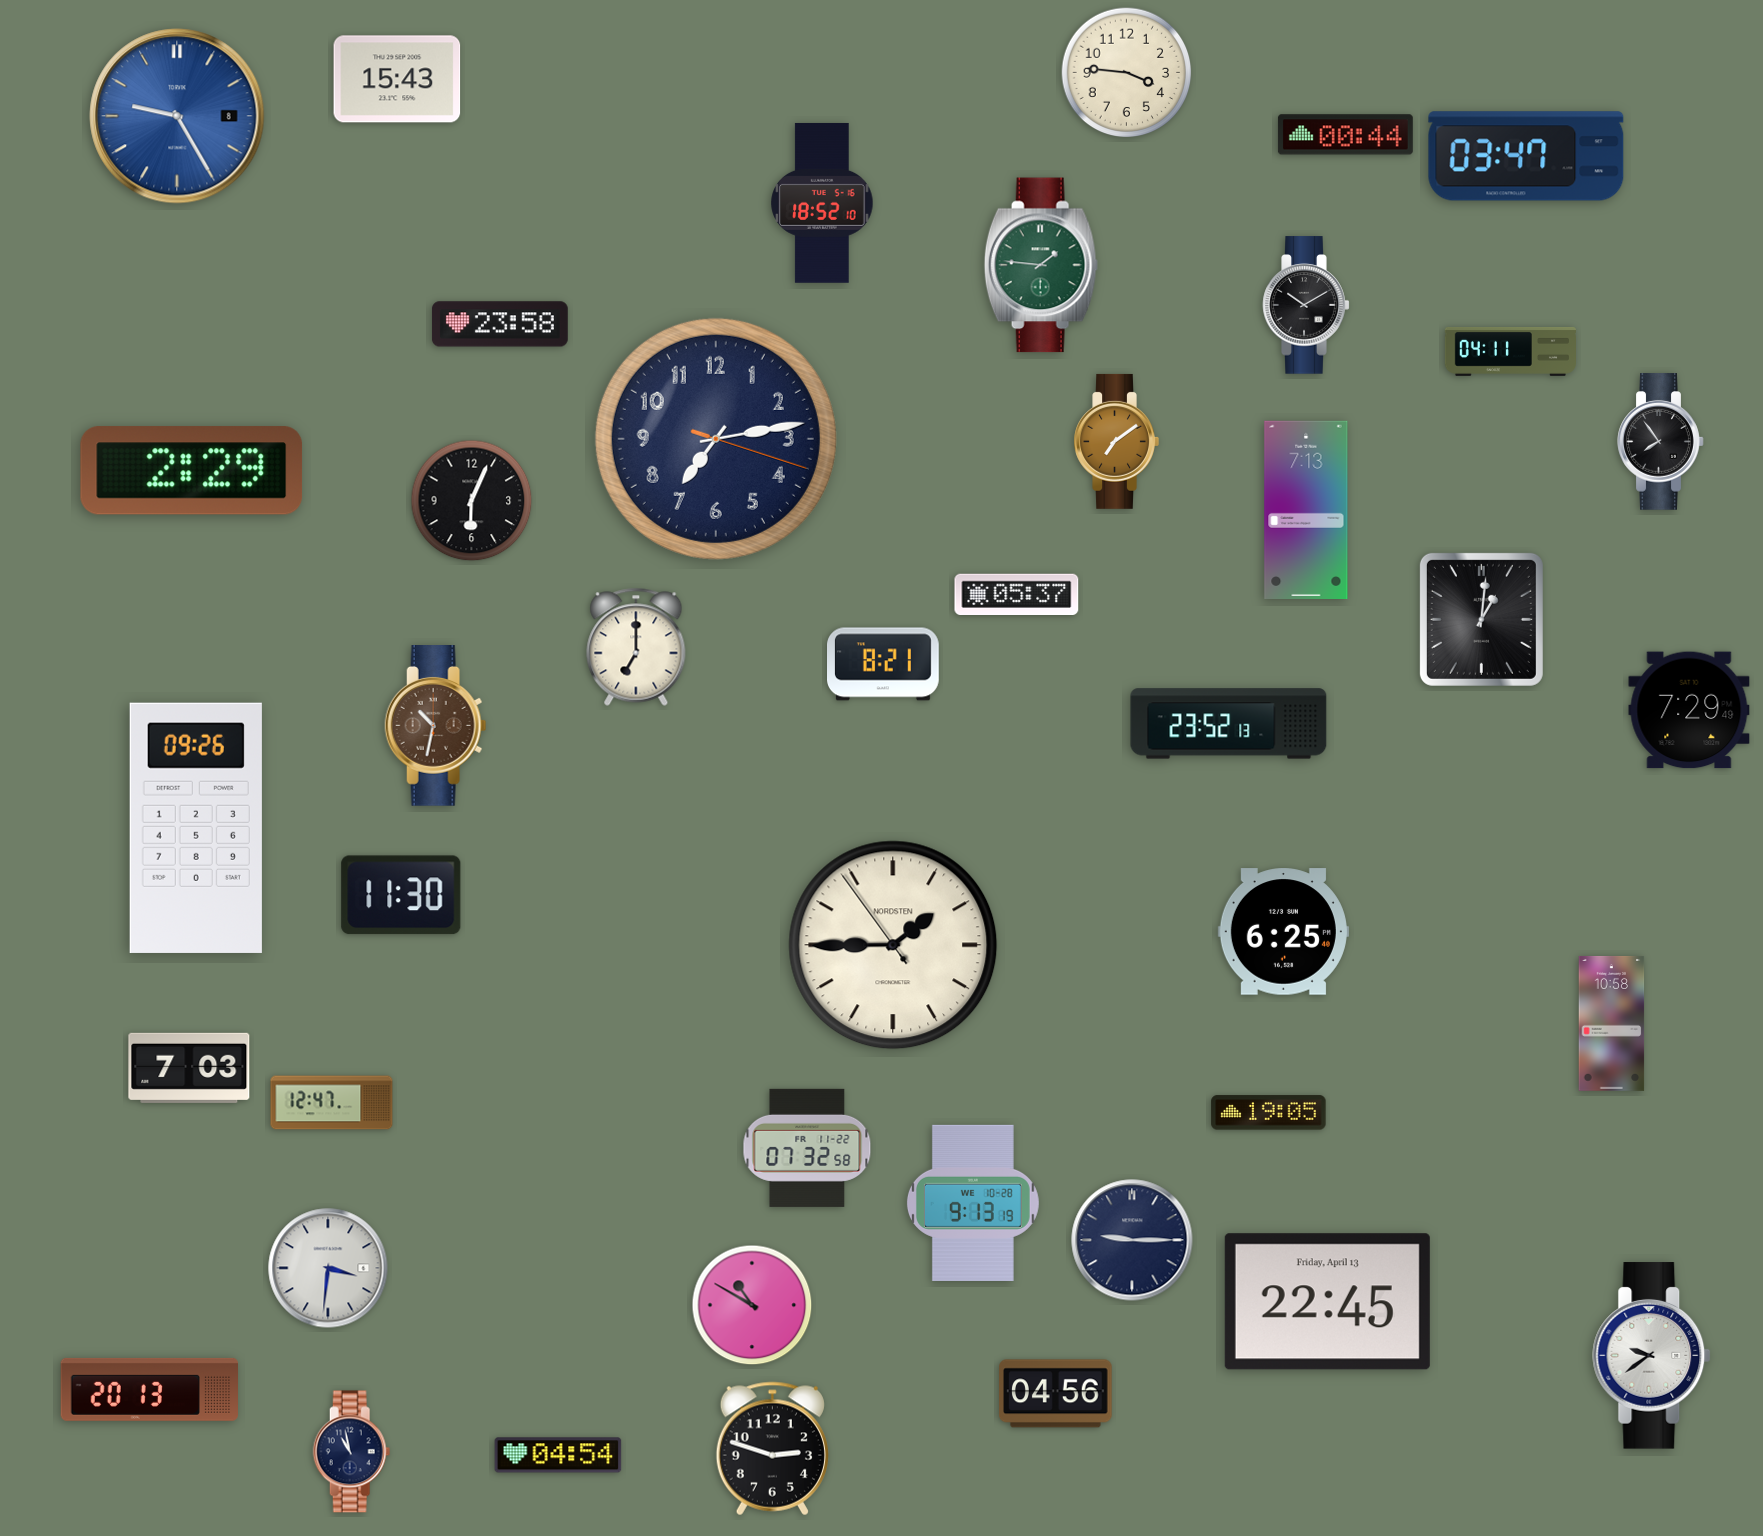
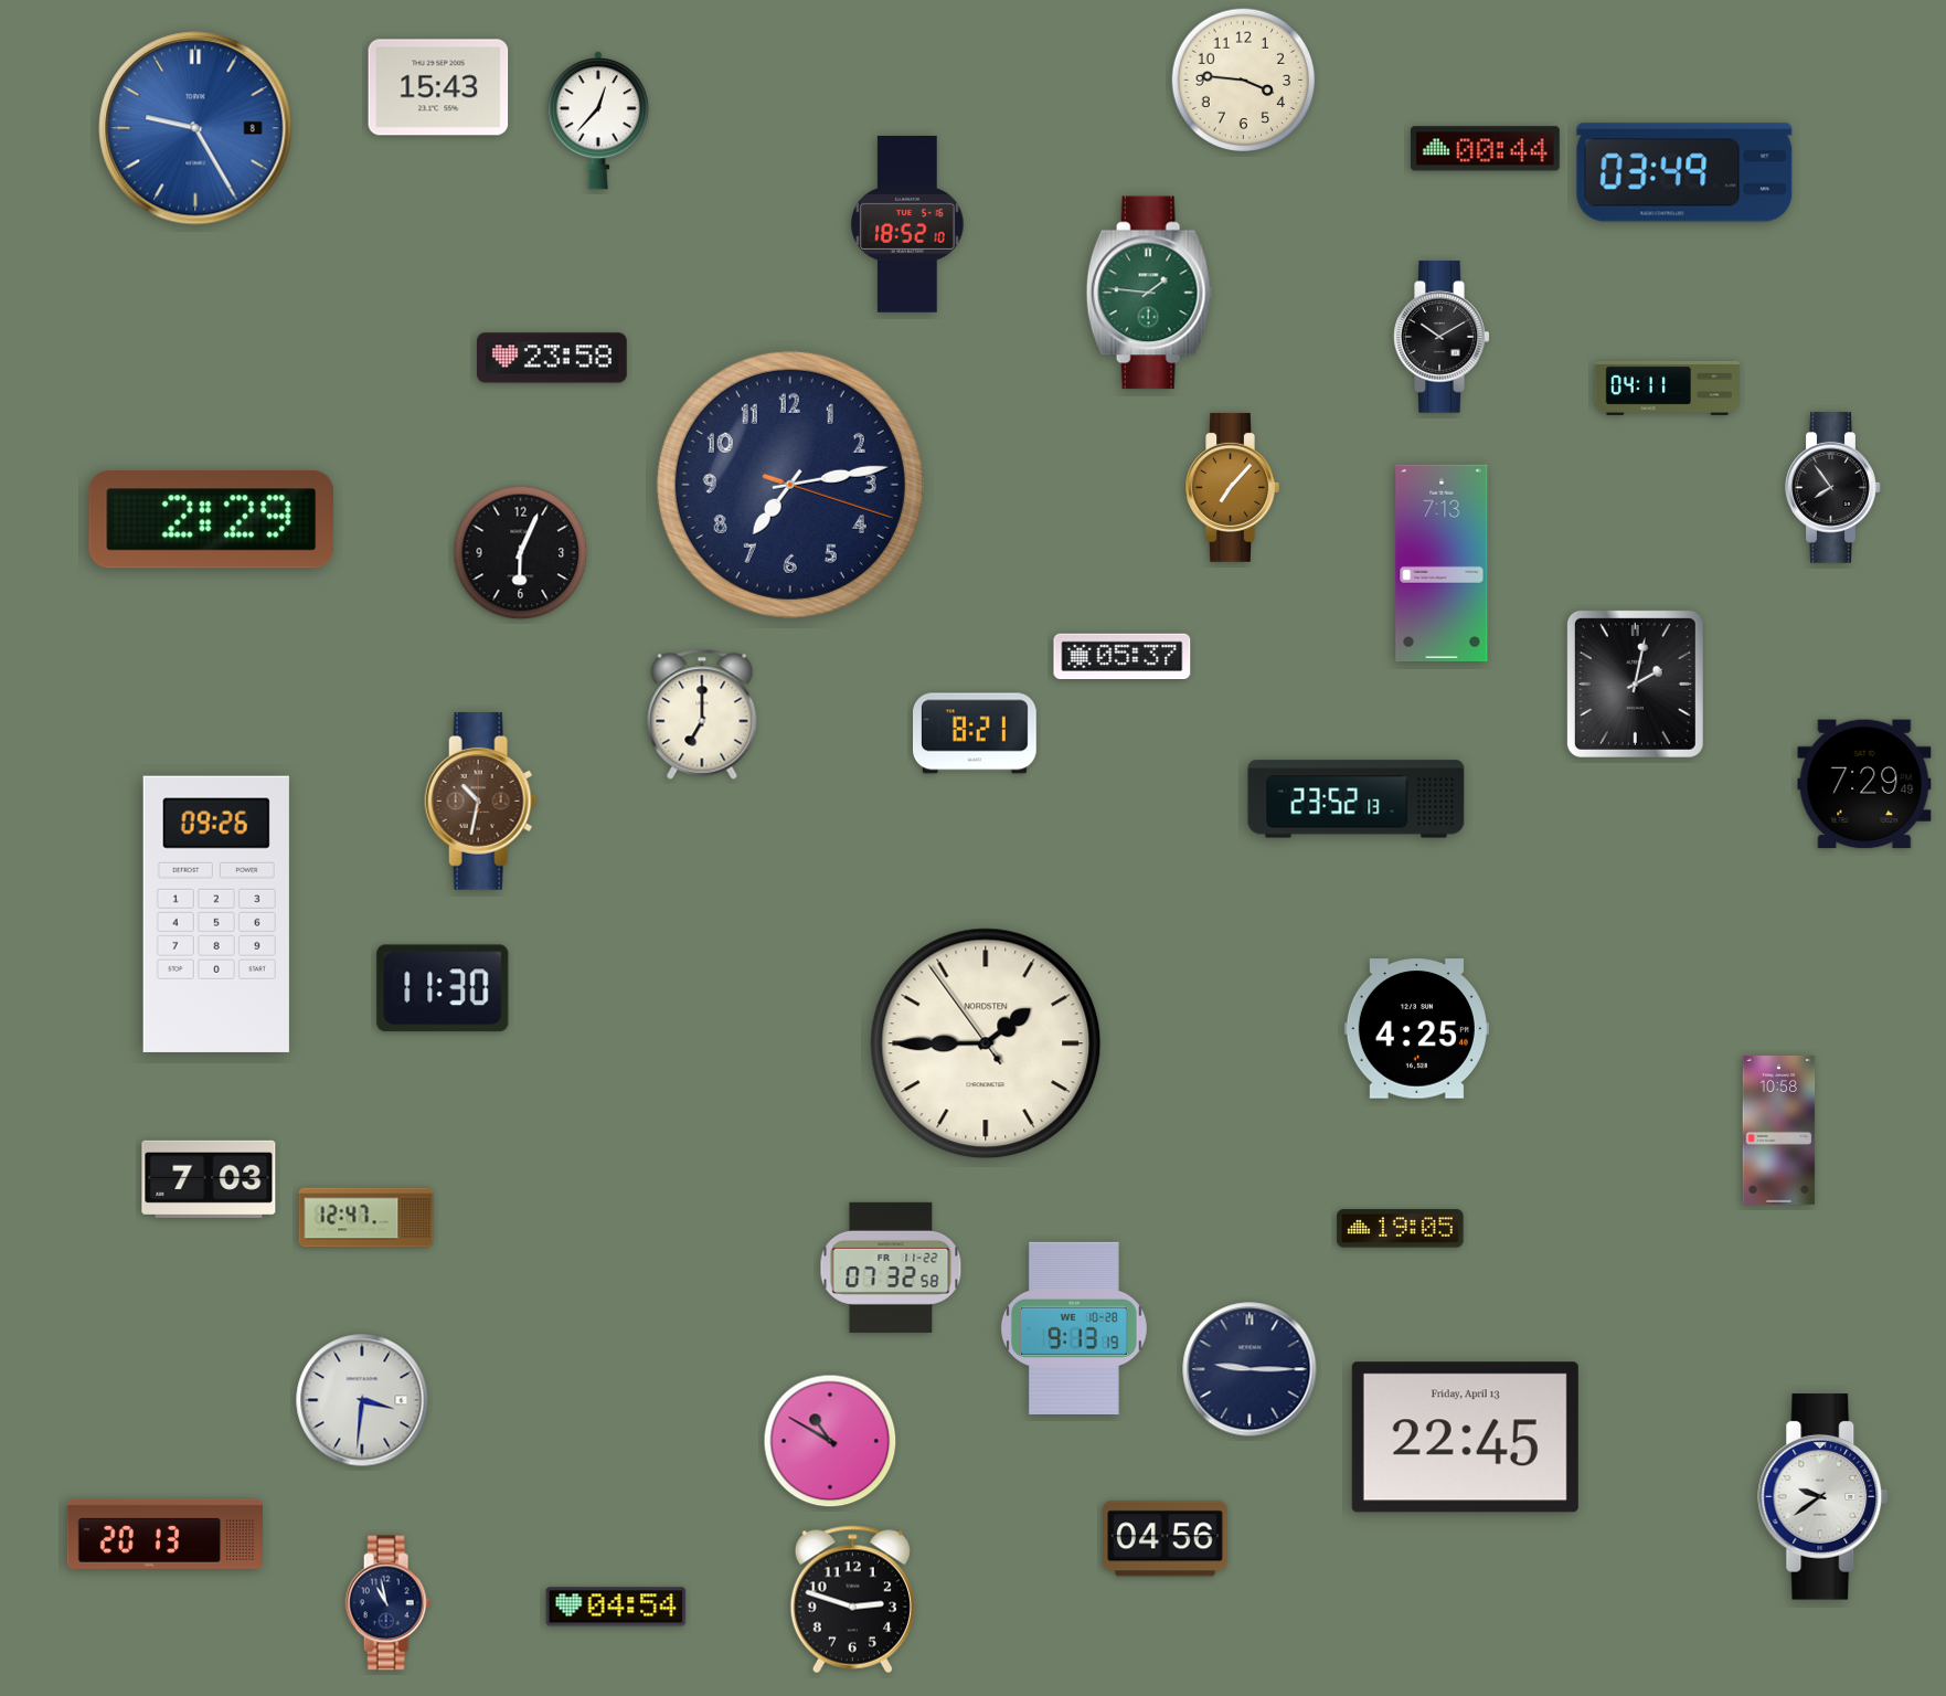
clock at (598, 120): none -> 12:37
clock at (1526, 156): 03:47 -> 03:49
clock at (1116, 441): 7:09 -> 7:07
clock at (1481, 619): 1:01 -> 2:02
clock at (1283, 932): 6:25 -> 4:25
